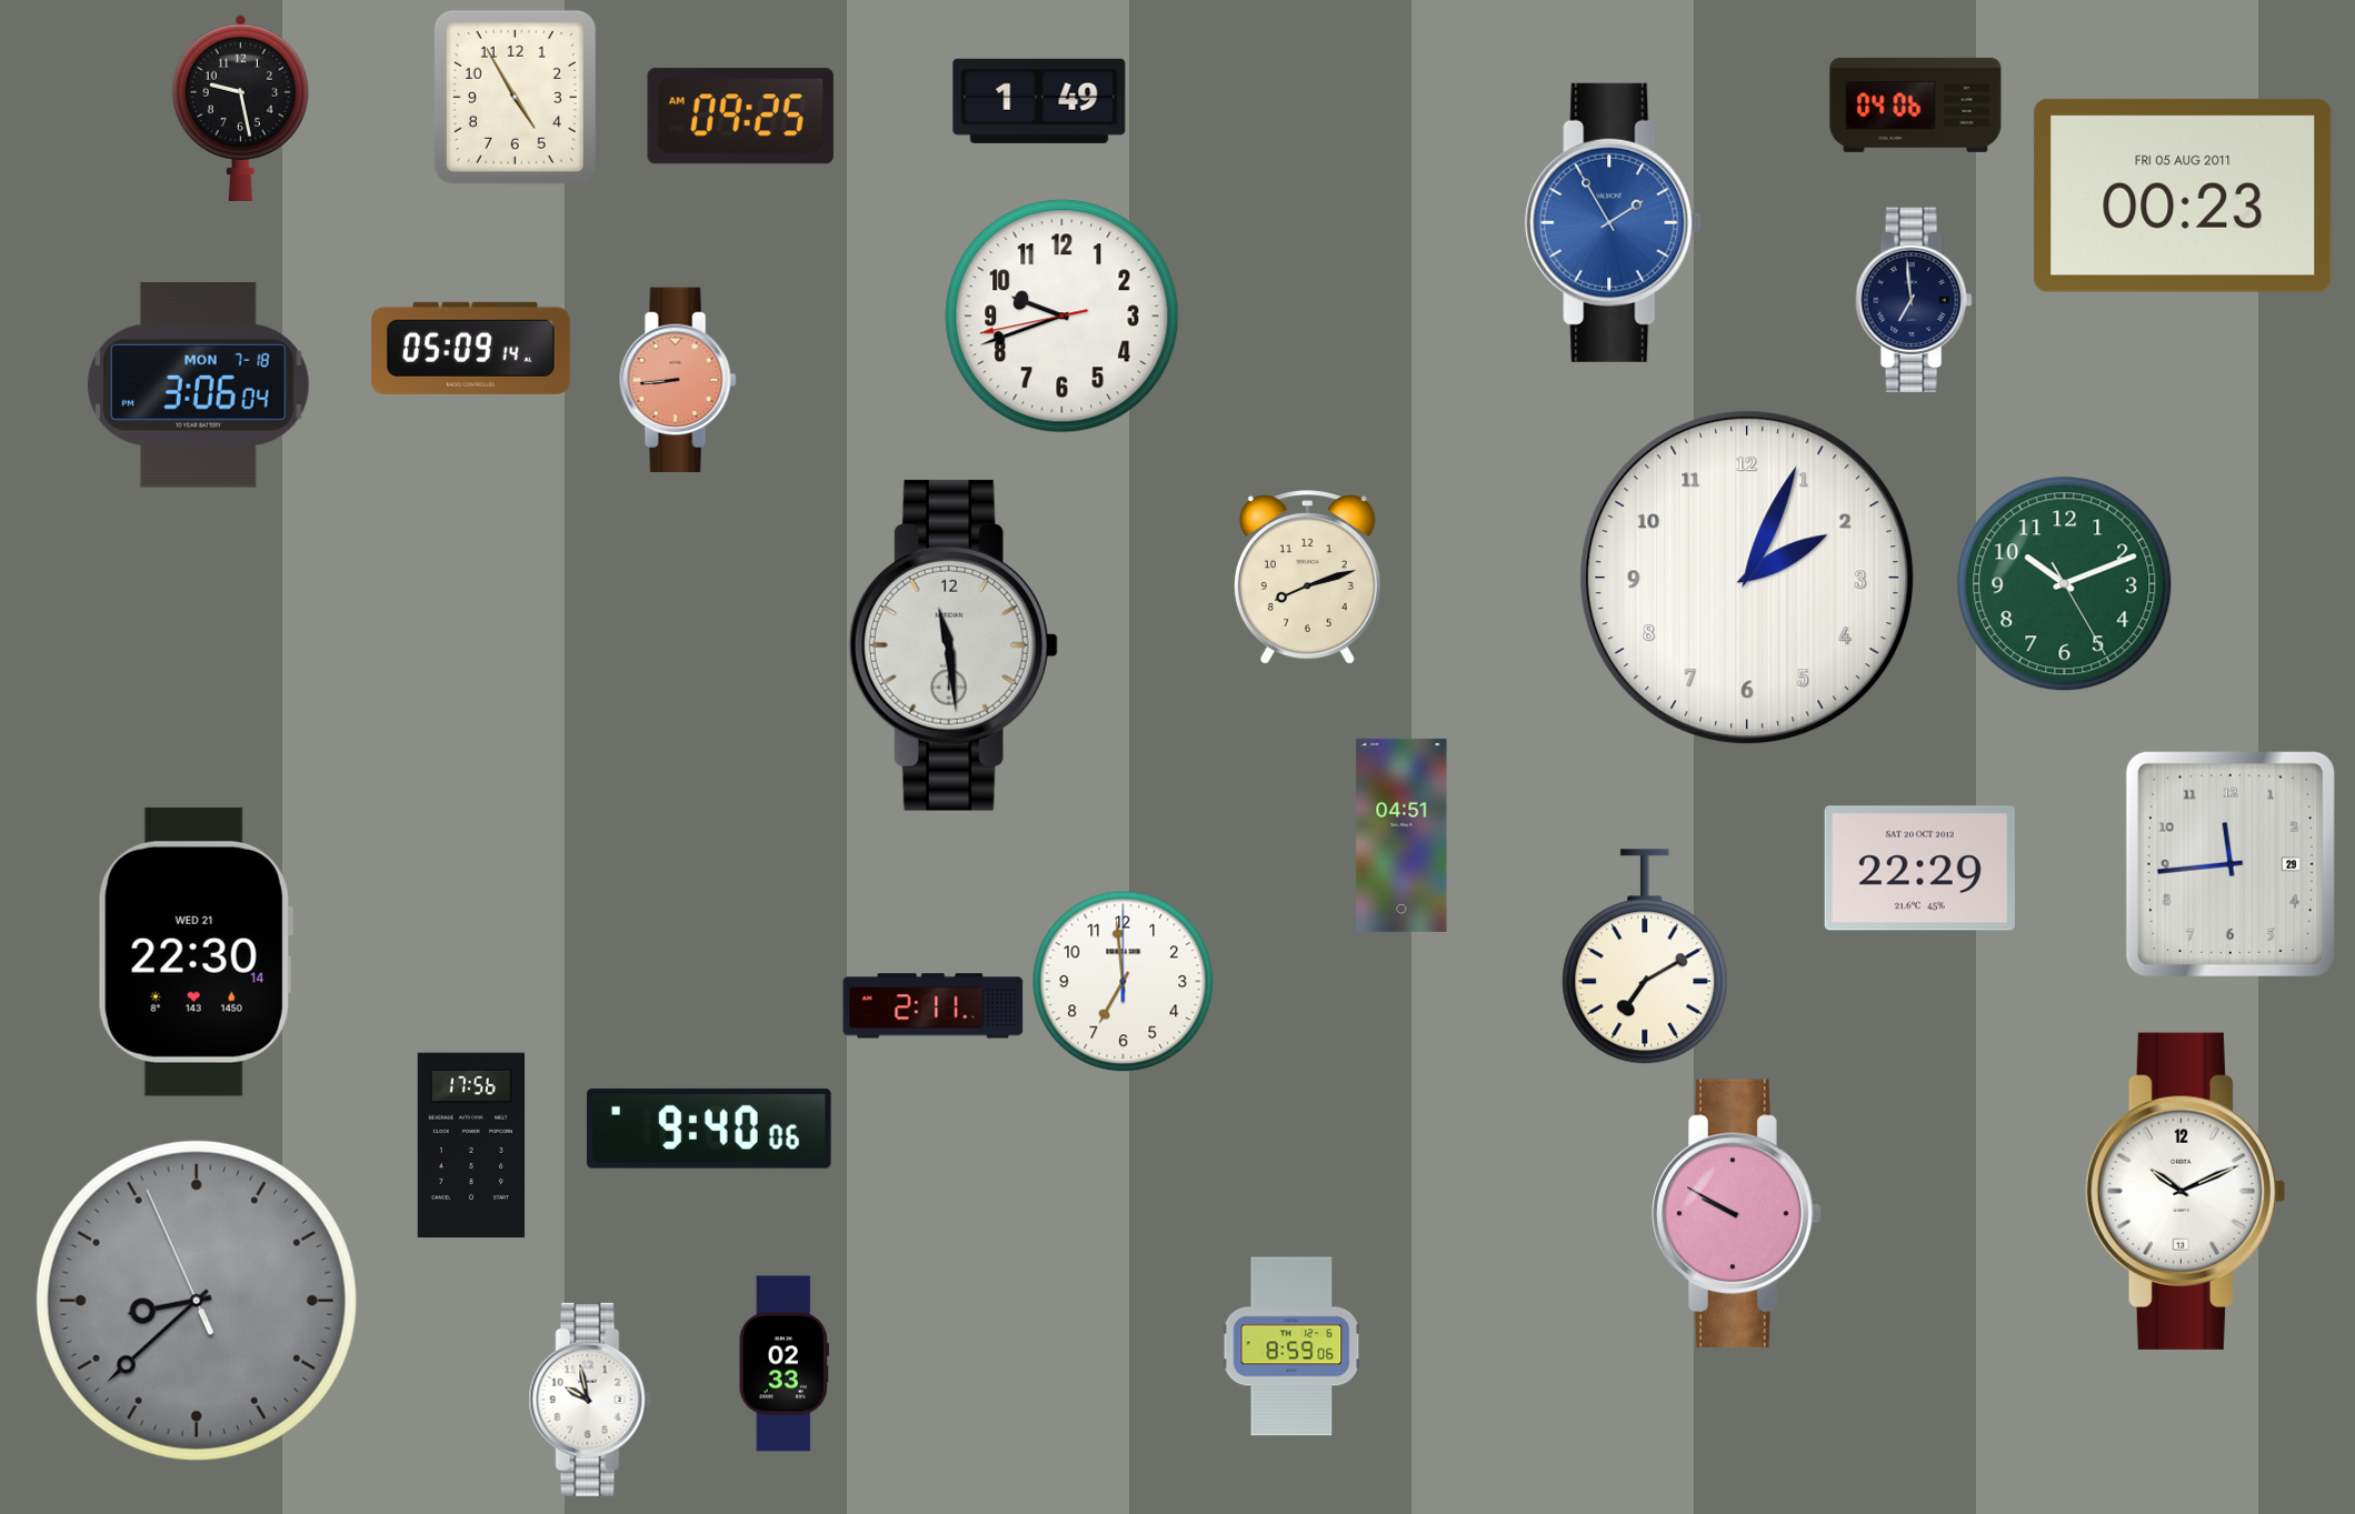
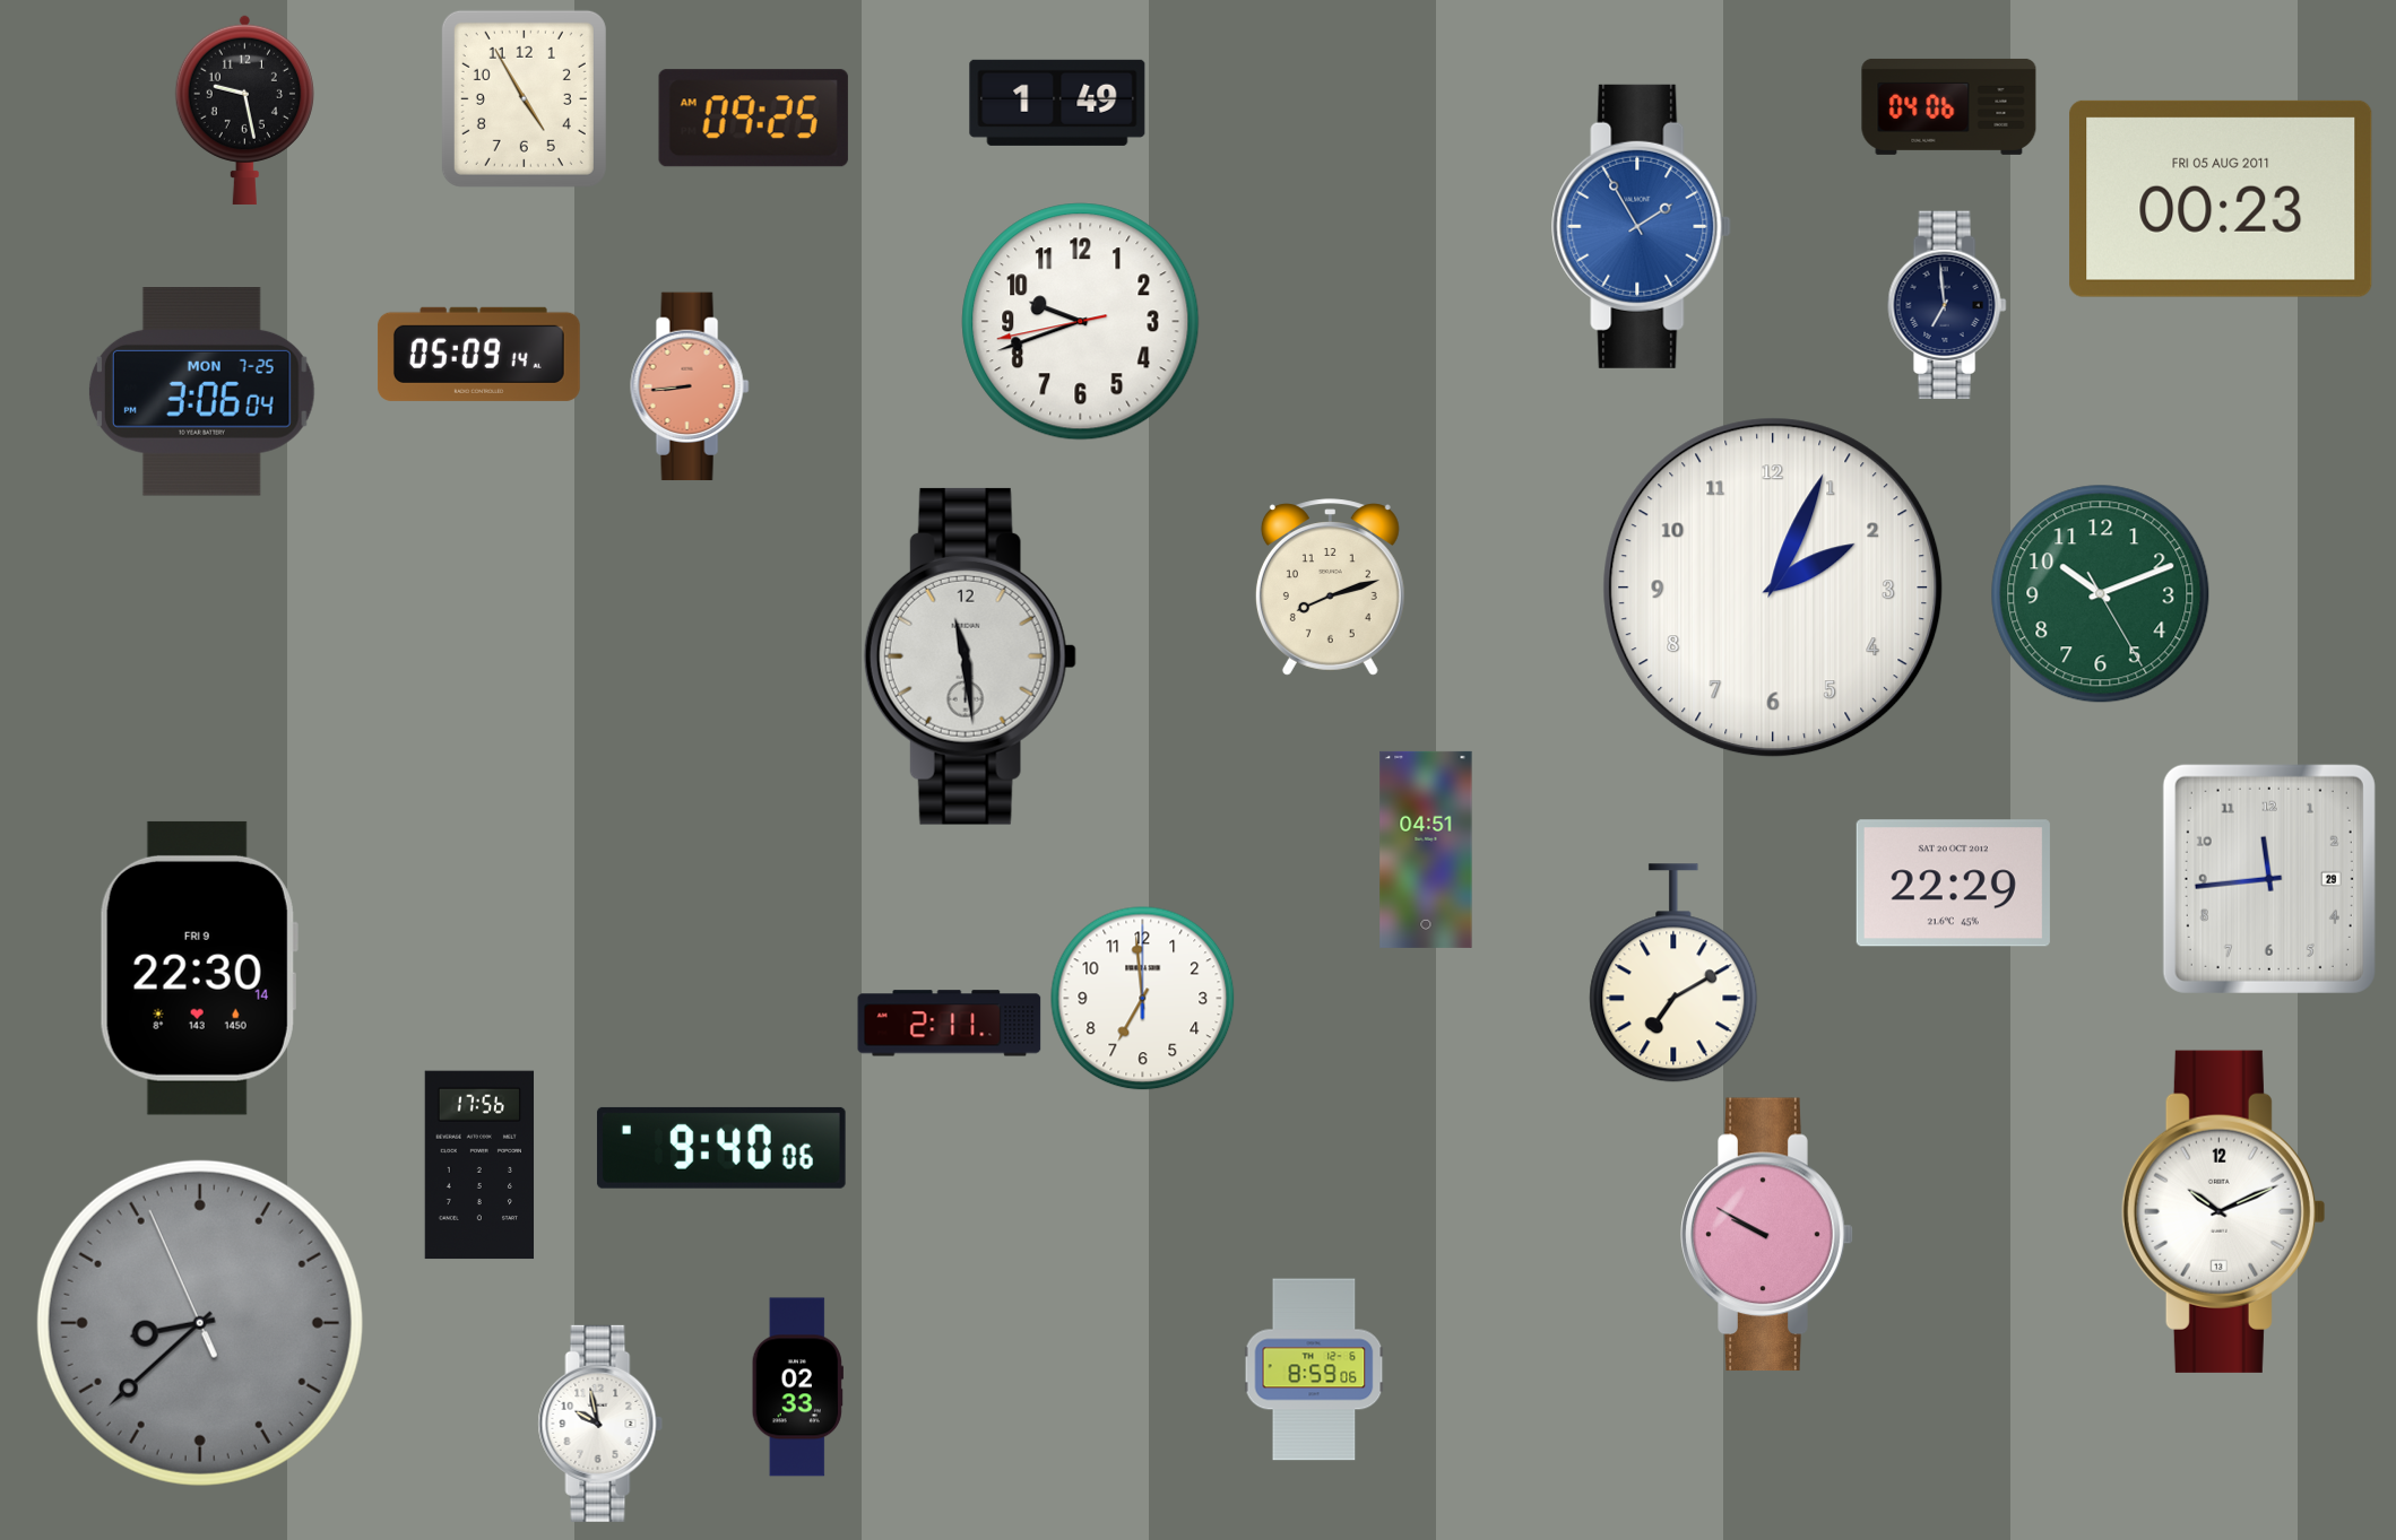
clock at (198, 385) date: MON 7-18 -> MON 7-25
clock at (1747, 578) position: (1747, 578) -> (1773, 588)
clock at (196, 952) date: WED 21 -> FRI 9
